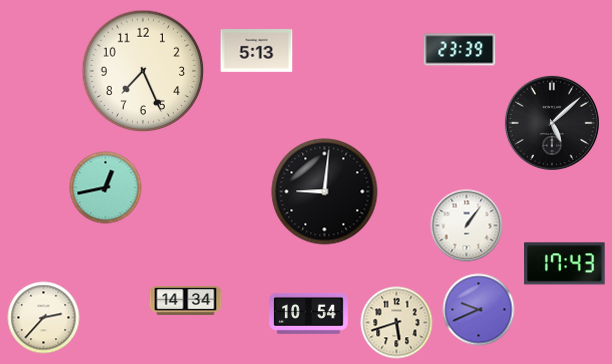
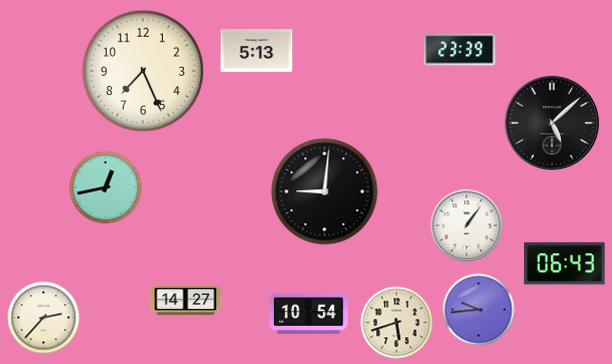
clock at (565, 264): 17:43 -> 06:43
clock at (186, 300): 14:34 -> 14:27
clock at (479, 310): 9:41 -> 9:44
